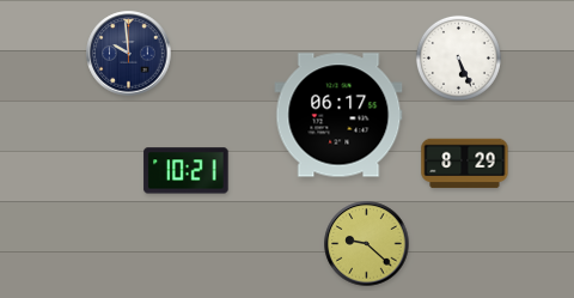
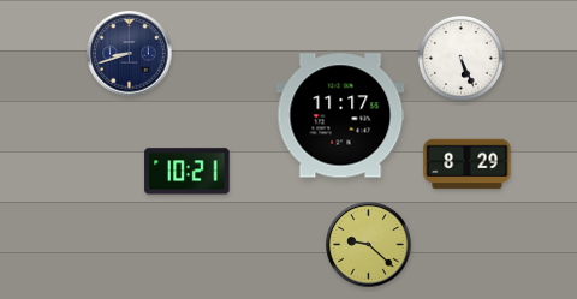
clock at (129, 54): 9:59 -> 8:42
clock at (338, 115): 06:17 -> 11:17
